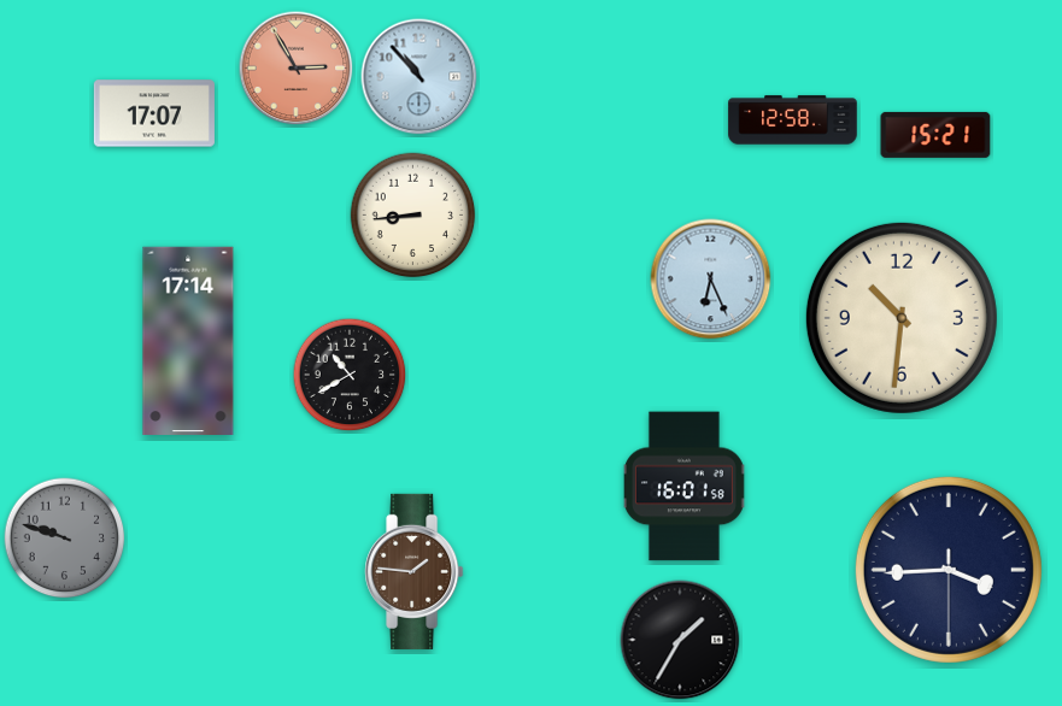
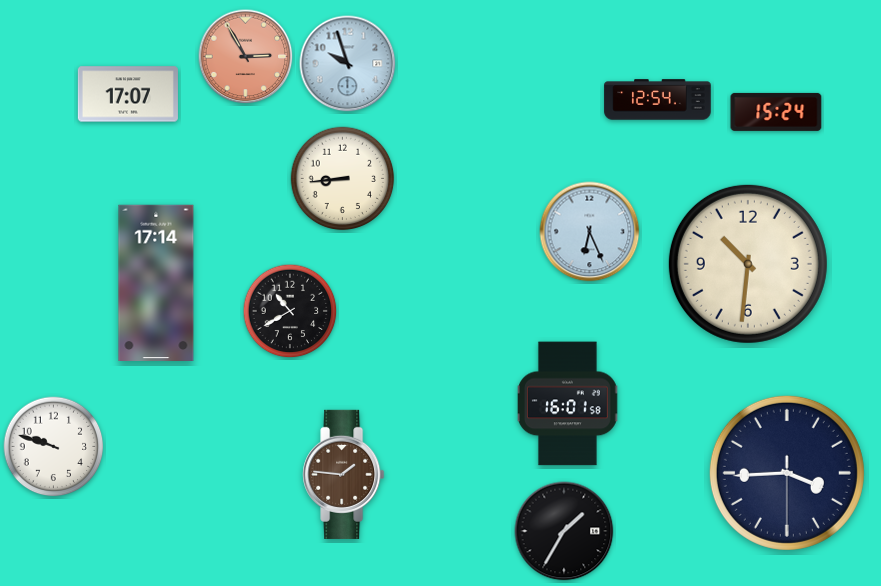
clock at (419, 77): 10:53 -> 9:57
clock at (793, 120): 12:58 -> 12:54
clock at (935, 135): 15:21 -> 15:24
clock at (65, 539) dial: grey -> white
